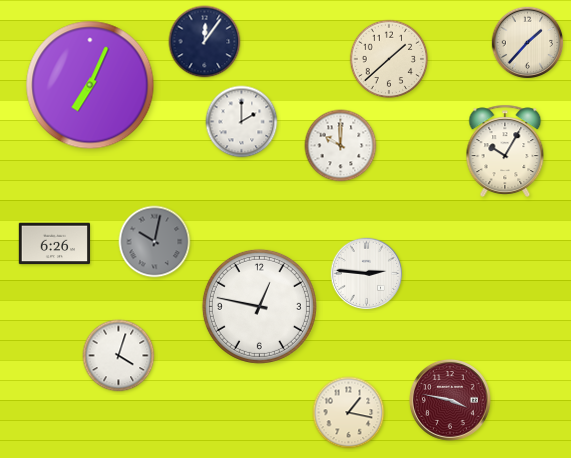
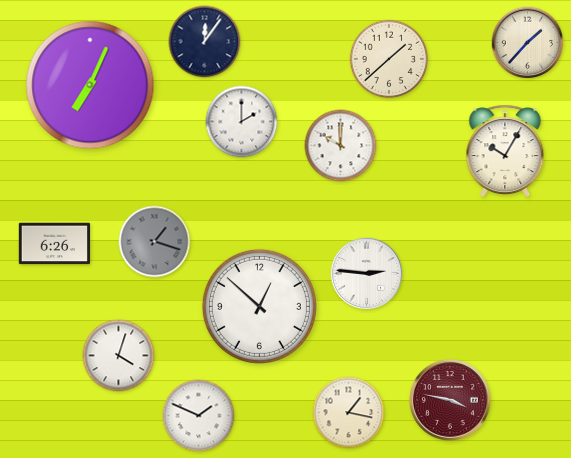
clock at (155, 242): 10:02 -> 1:18
clock at (259, 306): 12:47 -> 12:52
clock at (199, 416): none -> 1:49
